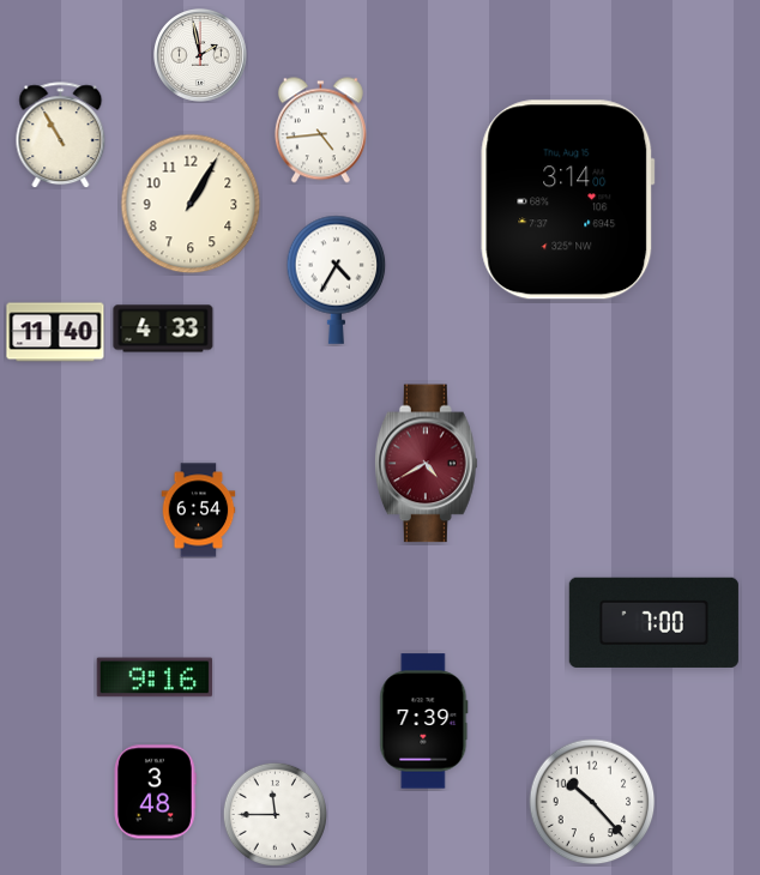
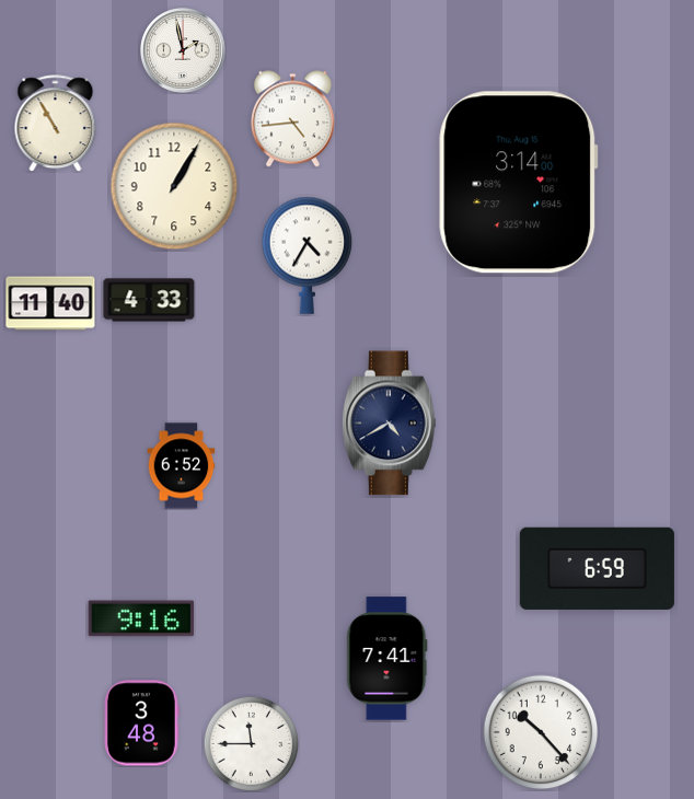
clock at (427, 464) dial: burgundy -> navy
clock at (199, 511): 6:54 -> 6:52
clock at (653, 622): 7:00 -> 6:59
clock at (424, 722): 7:39 -> 7:41
